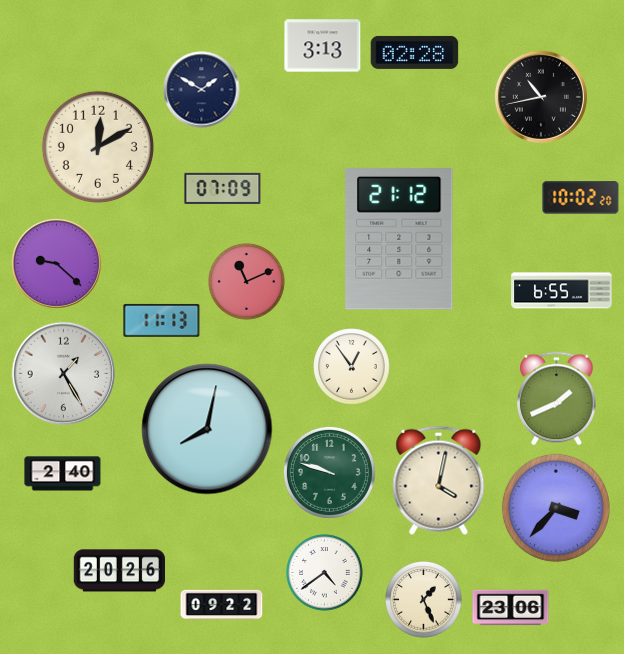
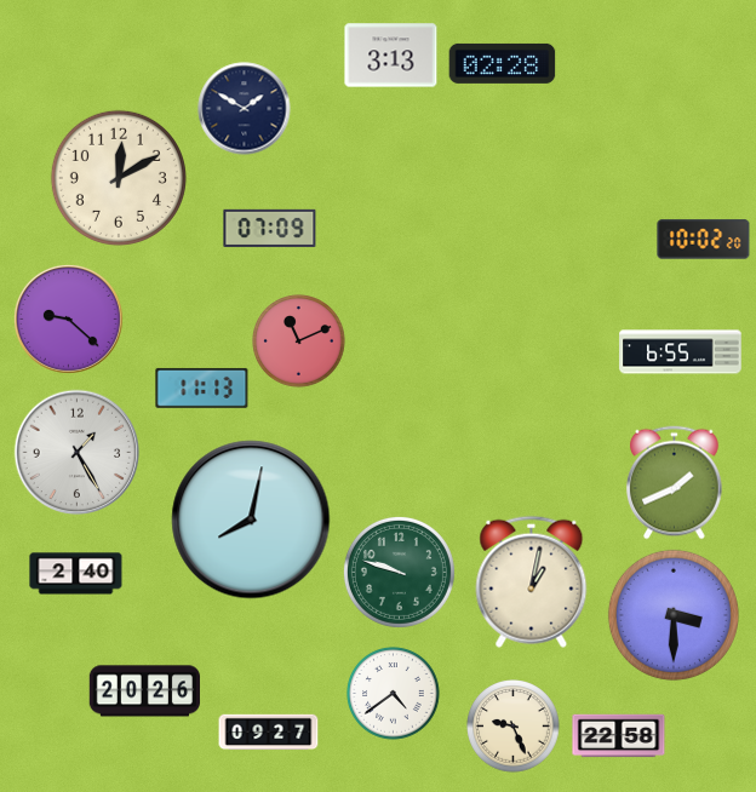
clock at (541, 97): 10:43 -> none
clock at (399, 240): 21:12 -> none
clock at (162, 320) position: (162, 320) -> (202, 388)
clock at (352, 367): 12:54 -> none
clock at (439, 480): 4:02 -> 1:02
clock at (556, 508): 3:37 -> 3:30
clock at (424, 600): 1:26 -> 9:26
clock at (222, 605): 09:22 -> 09:27
clock at (511, 608): 23:06 -> 22:58
